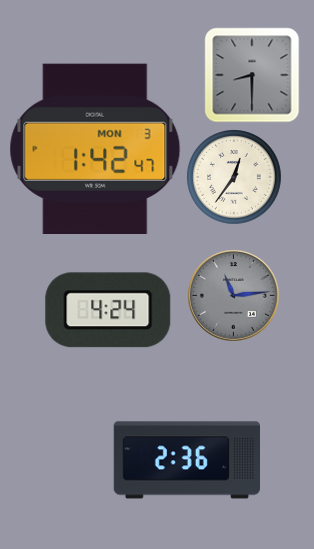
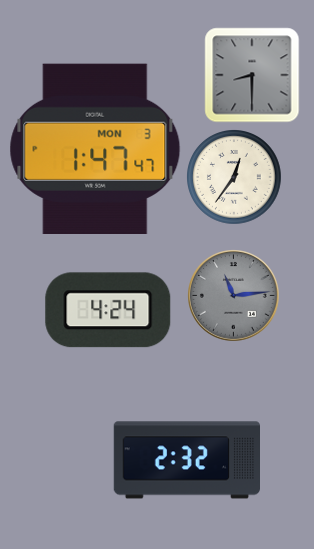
clock at (95, 148): 1:42 -> 1:47
clock at (186, 460): 2:36 -> 2:32
